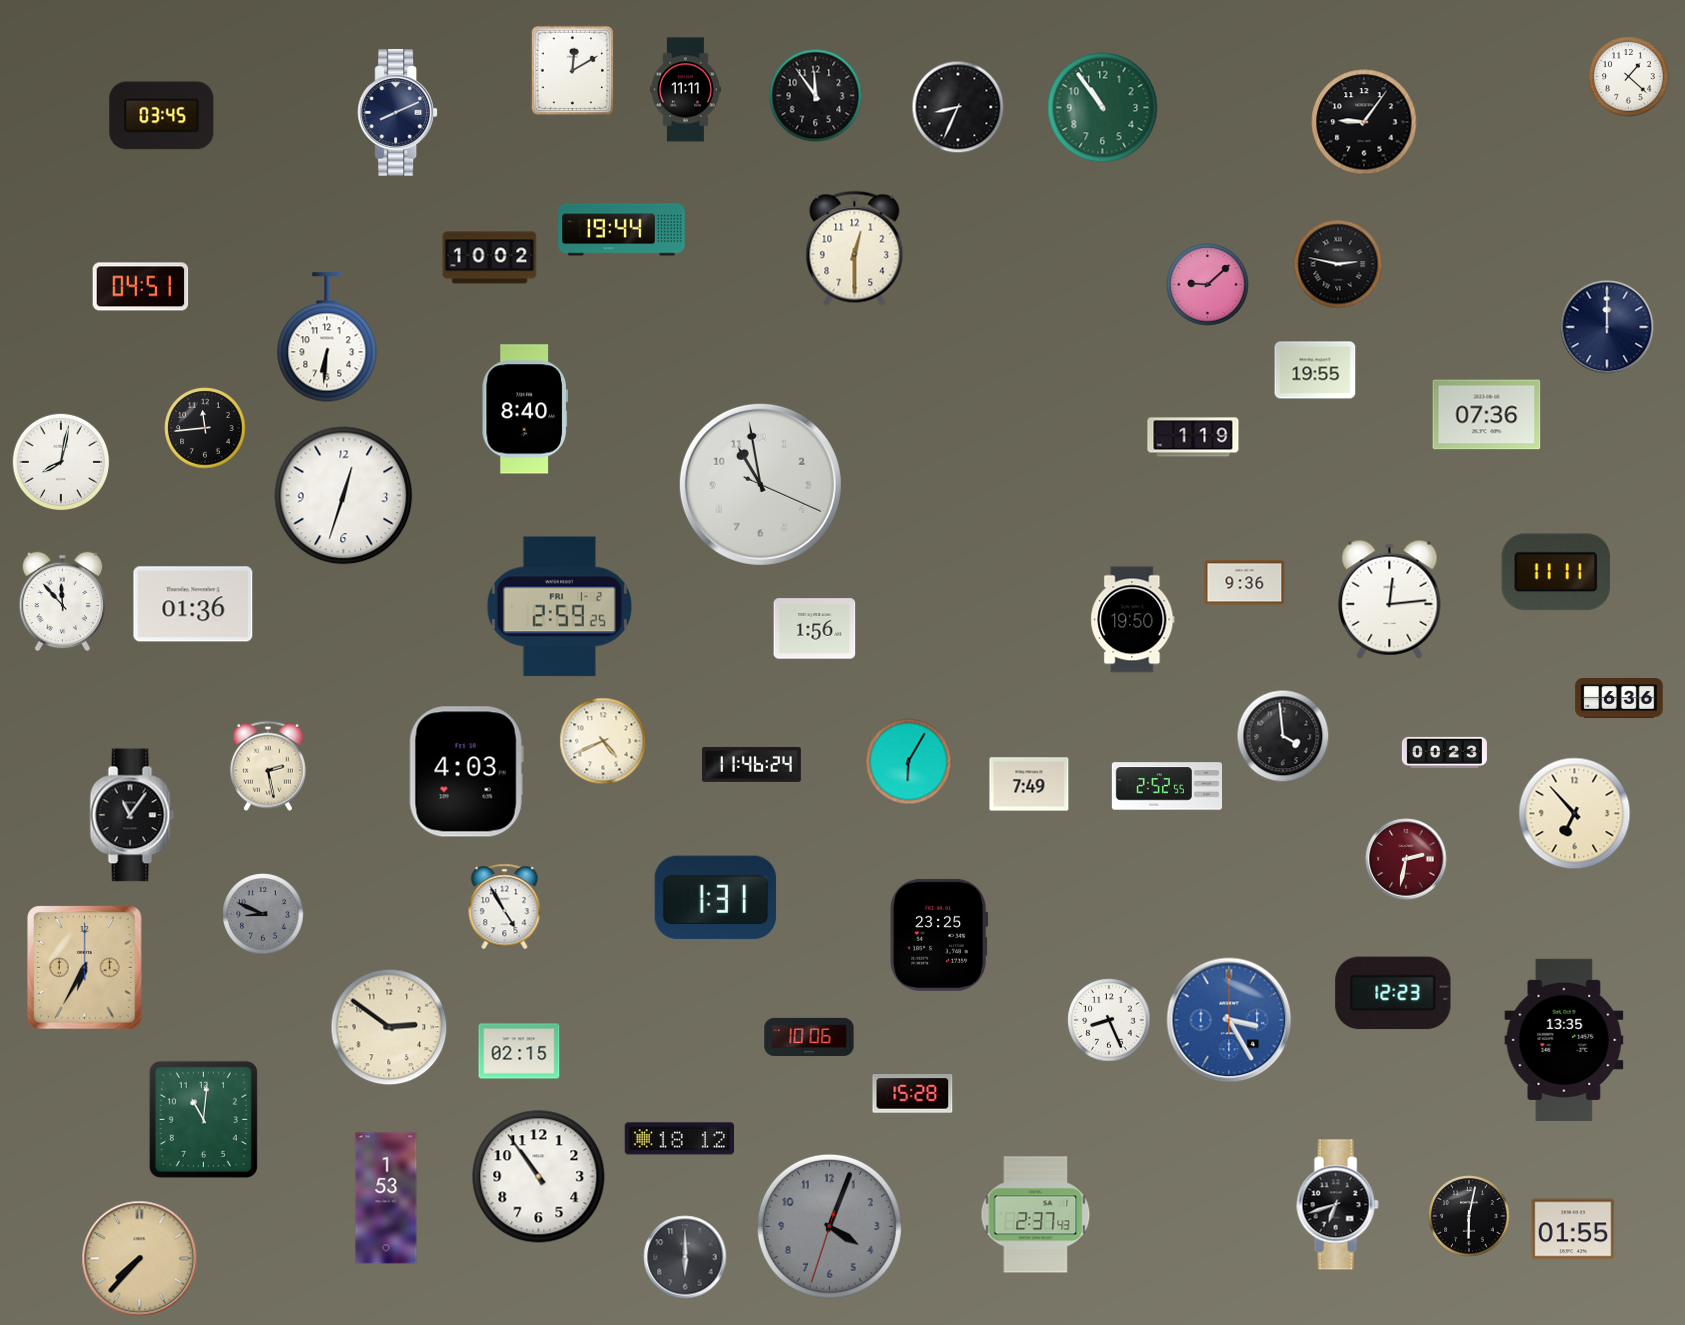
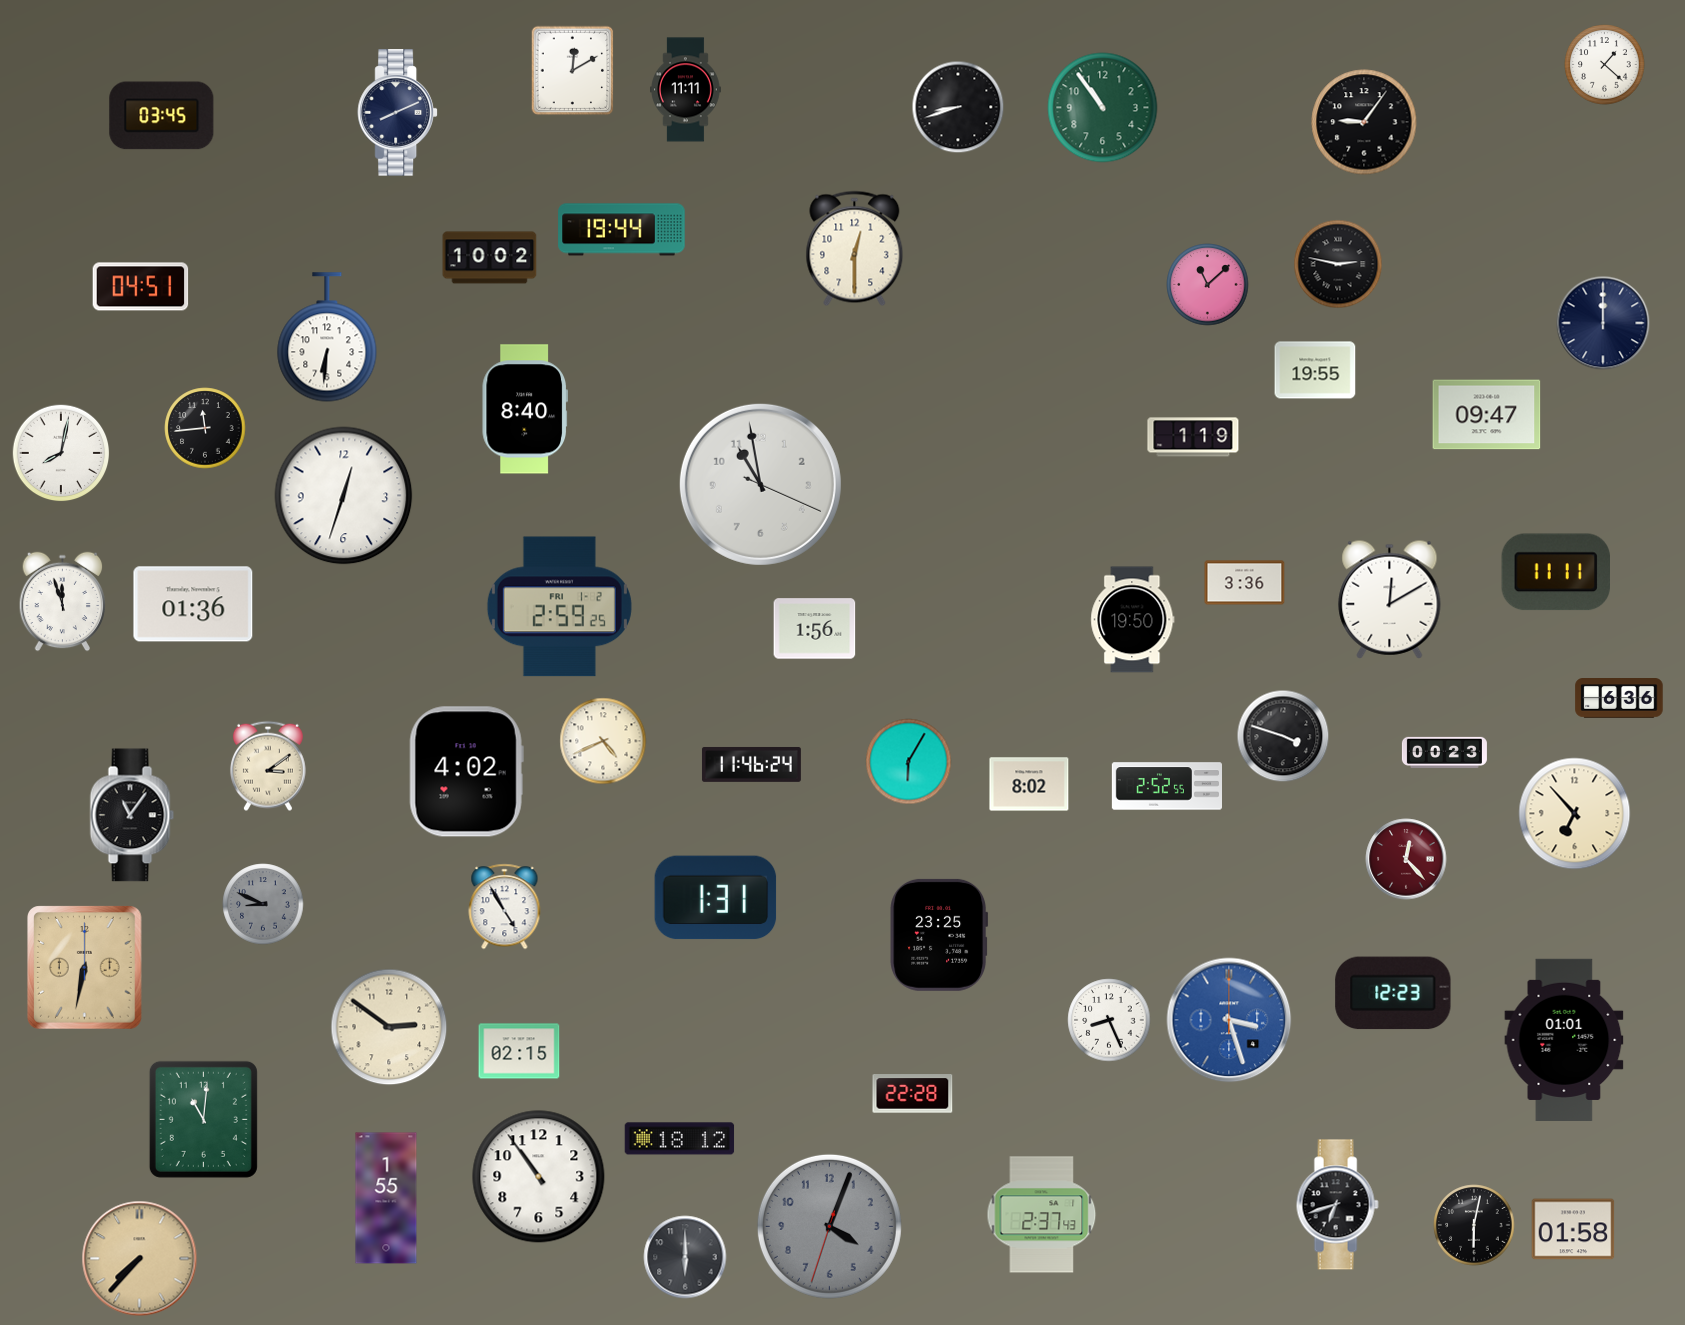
clock at (1629, 77) position: (1629, 77) -> (1605, 65)
clock at (816, 96): 11:54 -> none
clock at (958, 107): 8:34 -> 8:42
clock at (1208, 285): 9:08 -> 11:08
clock at (1607, 327) position: (1607, 327) -> (1603, 323)
clock at (1487, 415): 07:36 -> 09:47
clock at (61, 462) position: (61, 462) -> (61, 453)
clock at (1245, 583): 9:36 -> 3:36
clock at (1390, 599): 12:14 -> 12:10
clock at (63, 602): 11:53 -> 11:57
clock at (1283, 736): 3:59 -> 3:48
clock at (268, 766): 2:28 -> 3:09
clock at (466, 772): 4:03 -> 4:02
clock at (1029, 784): 7:49 -> 8:02
clock at (1406, 859): 2:32 -> 12:23
clock at (263, 914) position: (263, 914) -> (263, 904)
clock at (85, 968): 6:35 -> 6:32
clock at (1229, 1020): 3:25 -> 3:27
clock at (809, 1037): 10:06 -> none
clock at (1564, 1040): 13:35 -> 01:01
clock at (913, 1094): 15:28 -> 22:28
clock at (386, 1198): 1:53 -> 1:55
clock at (1036, 1215) position: (1036, 1215) -> (1042, 1215)
clock at (1469, 1216) position: (1469, 1216) -> (1474, 1225)
clock at (1573, 1229): 01:55 -> 01:58
